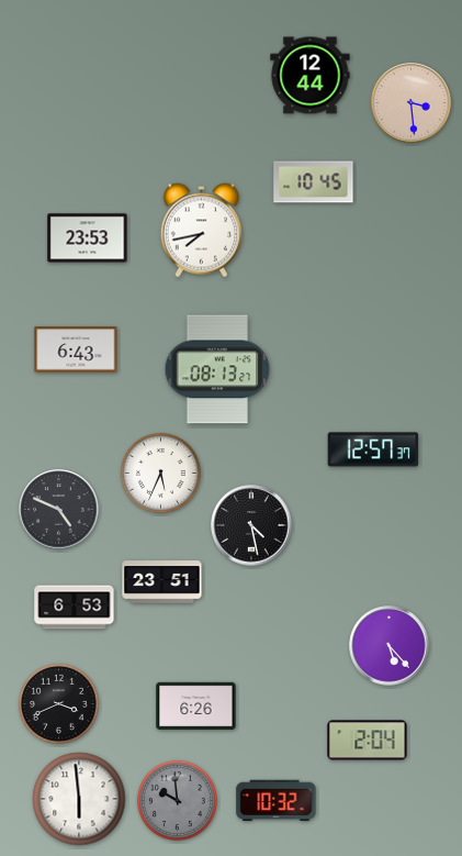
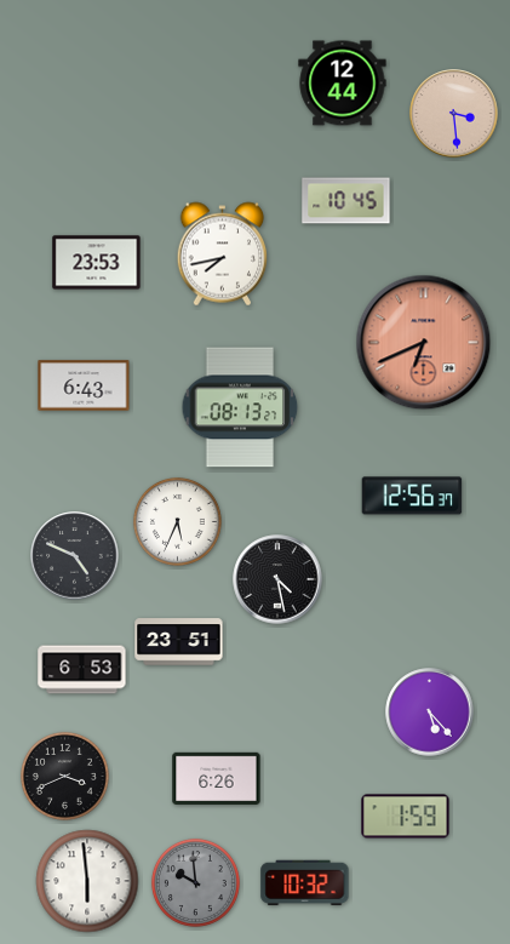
clock at (424, 343): none -> 6:41
clock at (373, 449): 12:57 -> 12:56
clock at (59, 510) position: (59, 510) -> (75, 556)
clock at (368, 741): 2:04 -> 1:59
